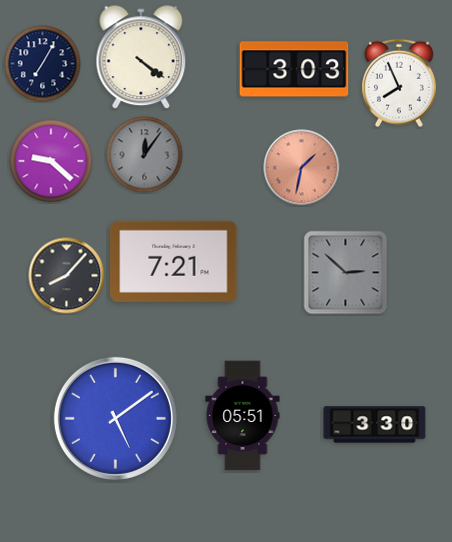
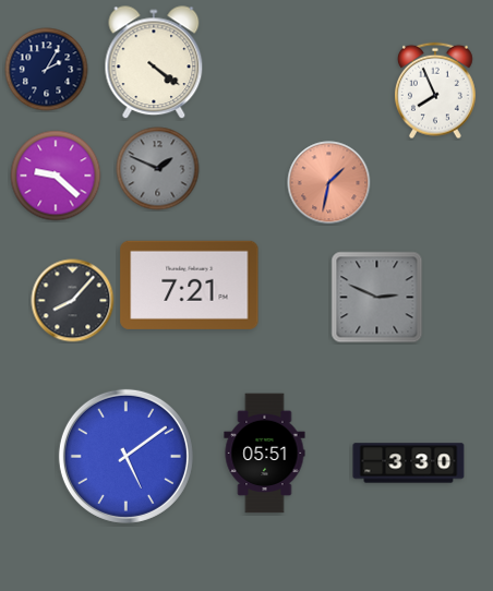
clock at (43, 64): 7:05 -> 2:05
clock at (294, 69): 3:03 -> none
clock at (145, 155): 12:06 -> 1:49
clock at (346, 273): 2:52 -> 2:49
